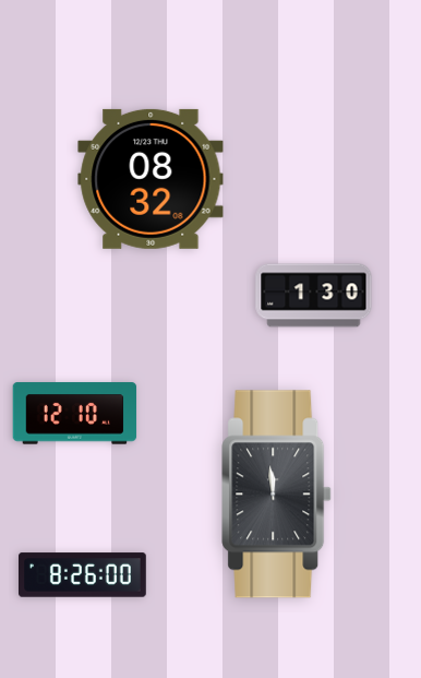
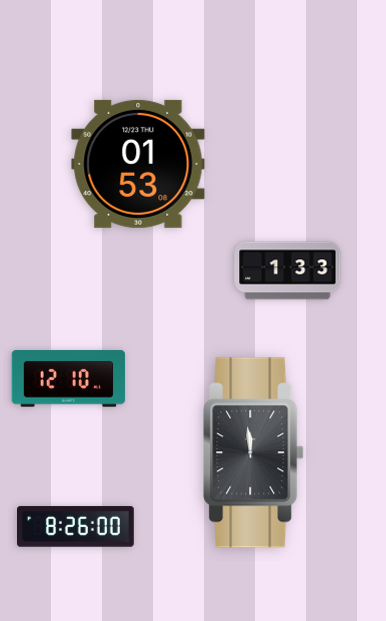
clock at (151, 179): 08:32 -> 01:53
clock at (314, 296): 1:30 -> 1:33
